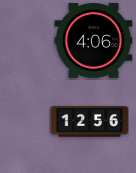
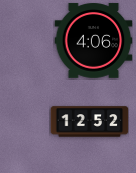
clock at (89, 122): 12:56 -> 12:52
